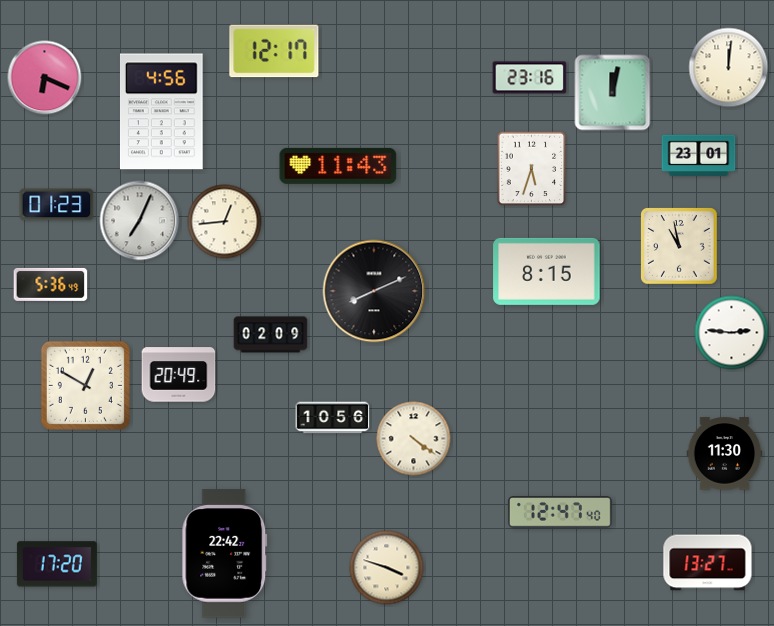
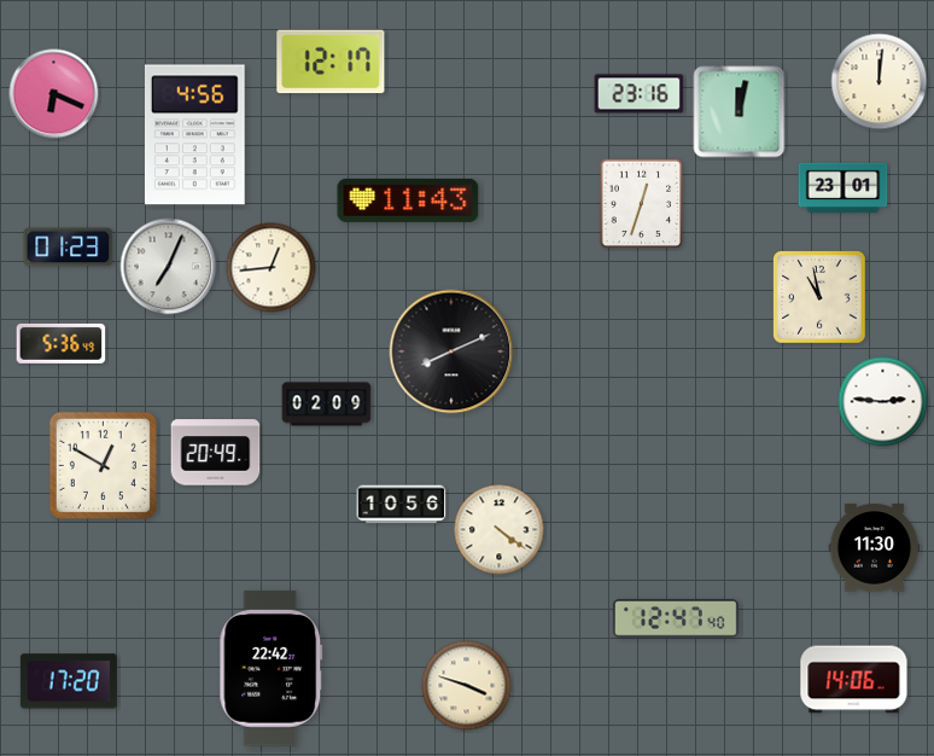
clock at (532, 169): 5:33 -> 12:33
clock at (547, 271): 8:15 -> none
clock at (708, 563): 13:27 -> 14:06
